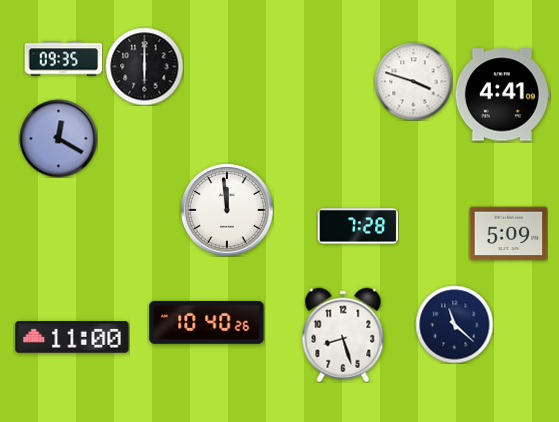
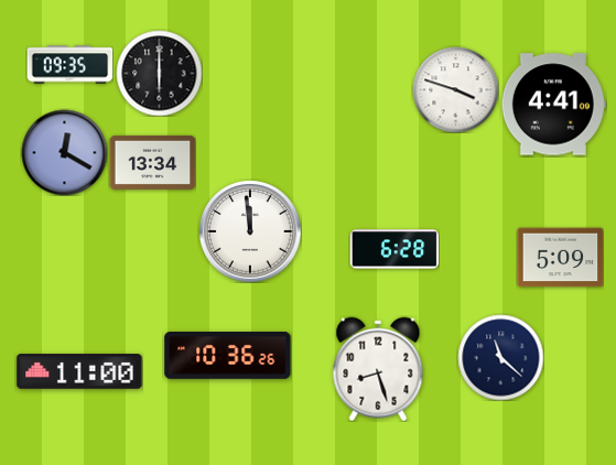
clock at (152, 162): none -> 13:34
clock at (358, 226): 7:28 -> 6:28
clock at (207, 322): 10:40 -> 10:36
